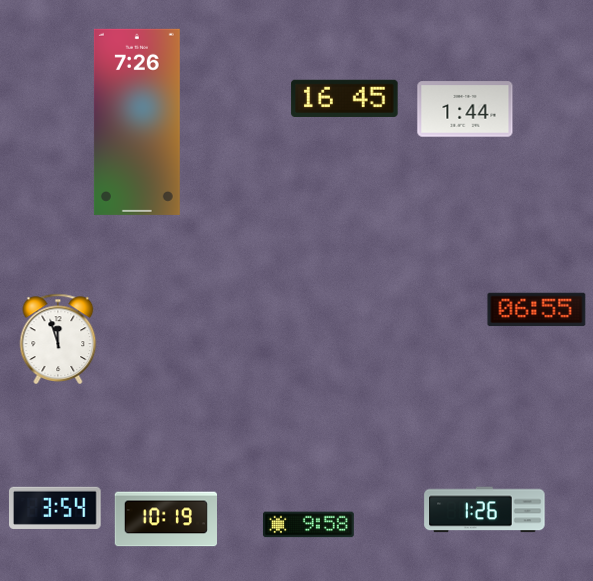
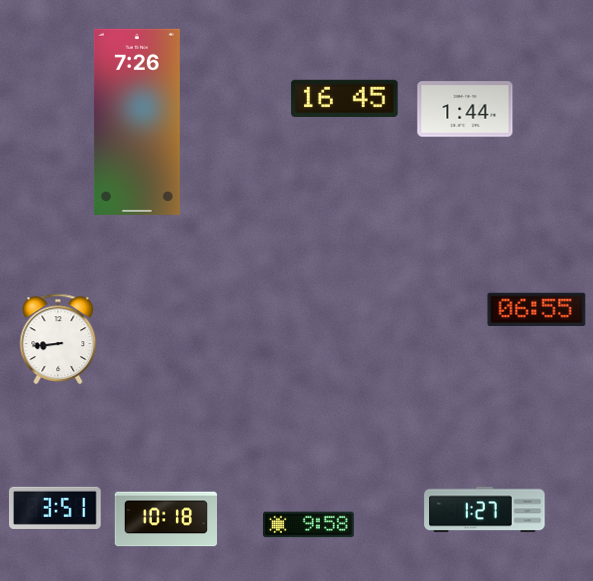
clock at (58, 339): 11:57 -> 8:44
clock at (56, 508): 3:54 -> 3:51
clock at (485, 510): 1:26 -> 1:27
clock at (165, 519): 10:19 -> 10:18
